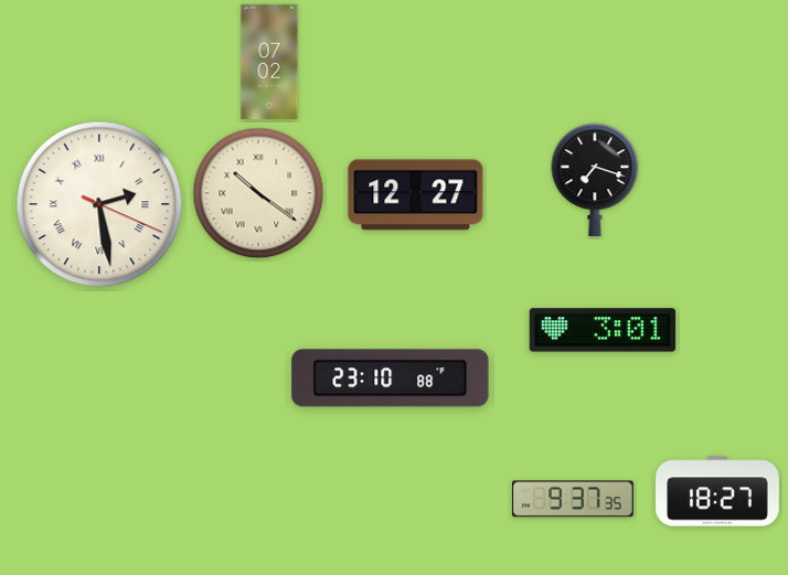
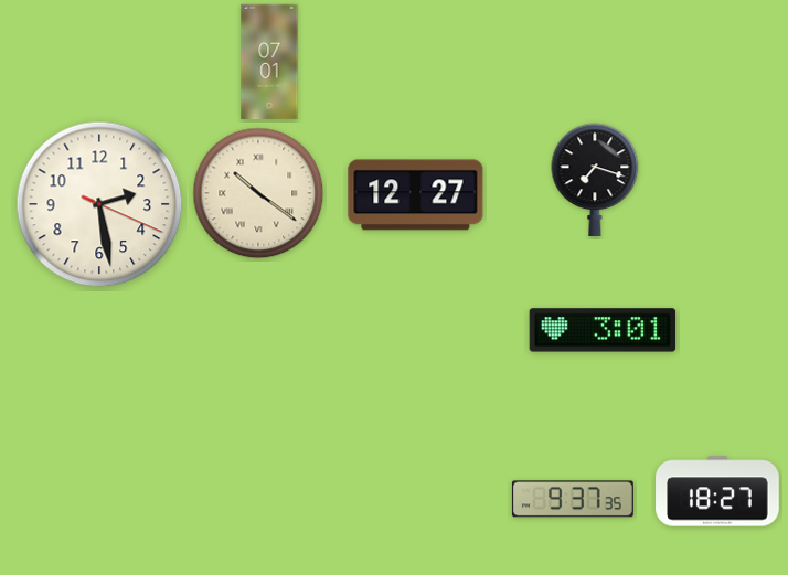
clock at (269, 62): 07:02 -> 07:01
clock at (99, 204) numerals: Roman -> Arabic
clock at (391, 379): 23:10 -> none
